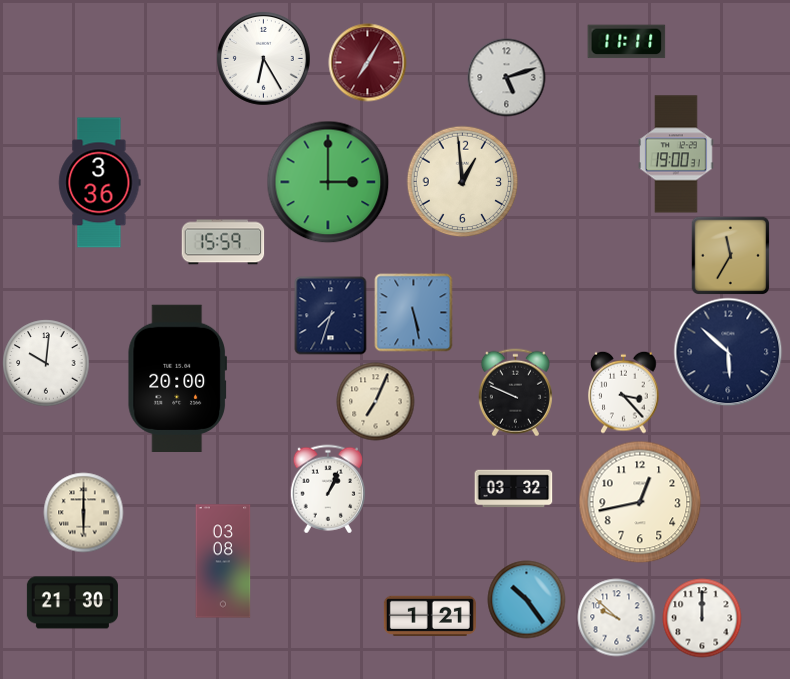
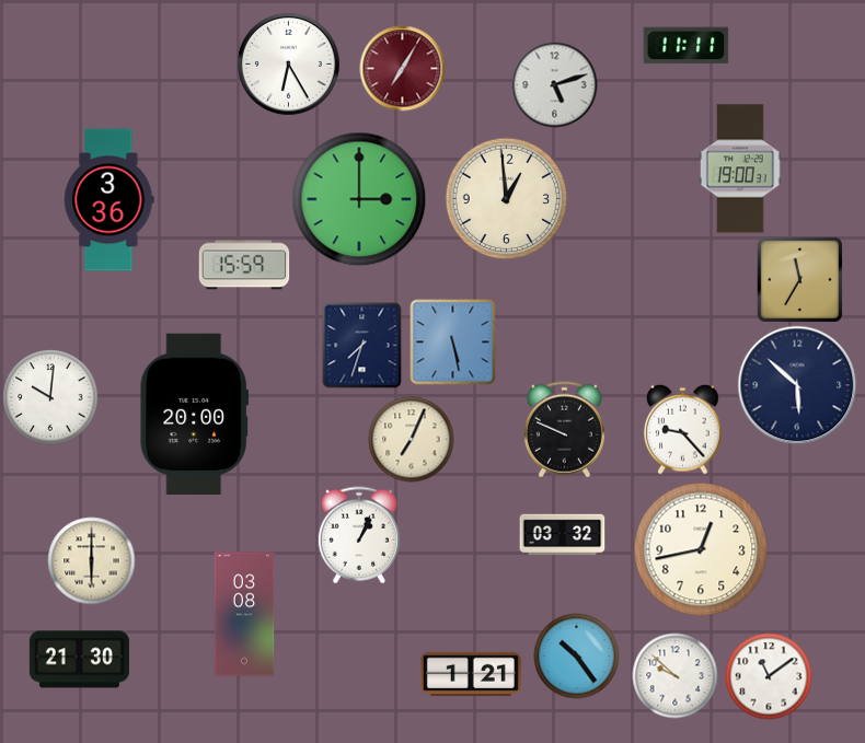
clock at (624, 392): 3:23 -> 9:23
clock at (702, 618): 12:00 -> 11:09
